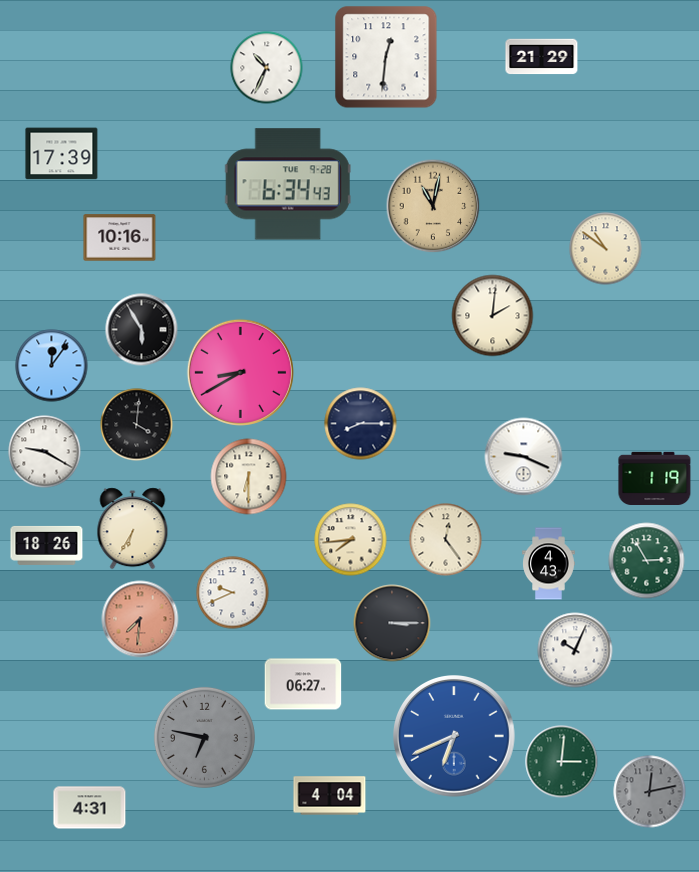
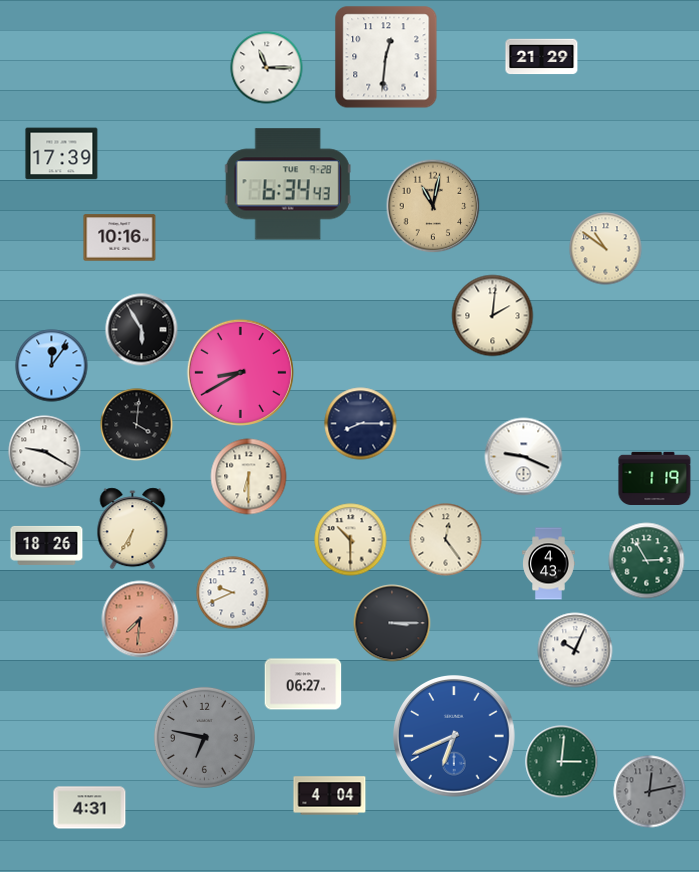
clock at (267, 68): 10:34 -> 11:15
clock at (351, 540): 7:44 -> 10:30
